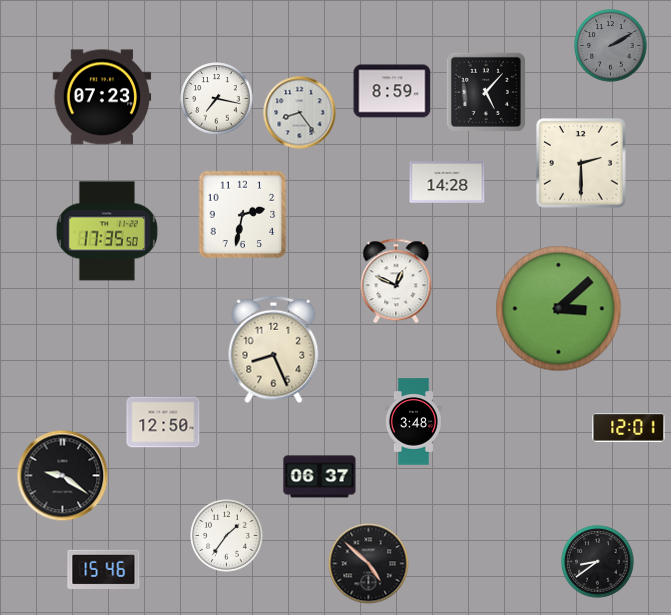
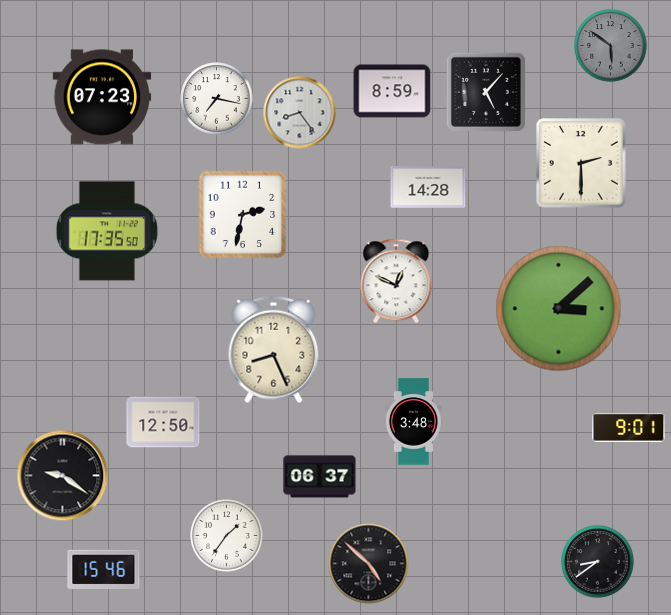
clock at (611, 46): 2:10 -> 5:51
clock at (447, 183) position: (447, 183) -> (428, 188)
clock at (629, 428): 12:01 -> 9:01
